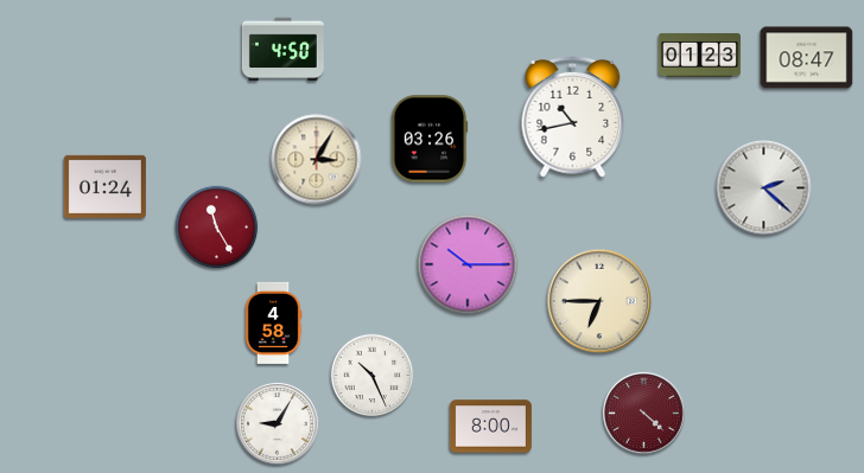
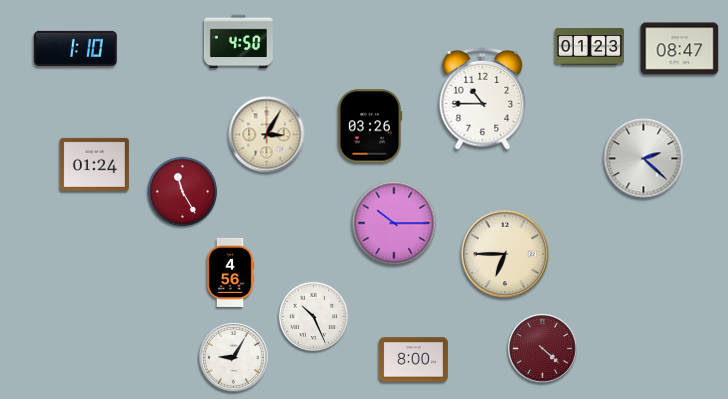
clock at (76, 48): none -> 1:10
clock at (573, 117): 10:43 -> 10:45
clock at (430, 139) position: (430, 139) -> (370, 126)
clock at (104, 186) position: (104, 186) -> (94, 164)
clock at (273, 322): 4:58 -> 4:56
